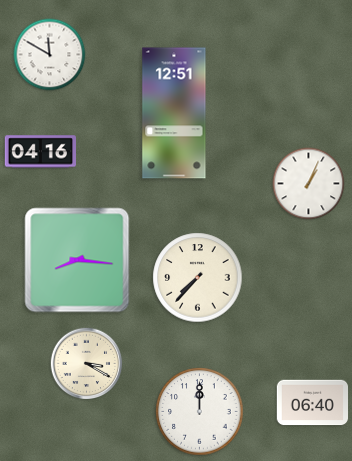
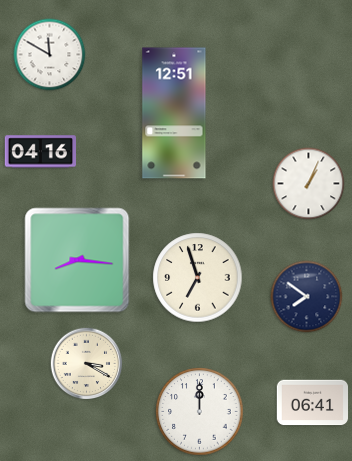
clock at (198, 278): 7:37 -> 6:57
clock at (307, 297): none -> 7:51
clock at (313, 403): 06:40 -> 06:41
